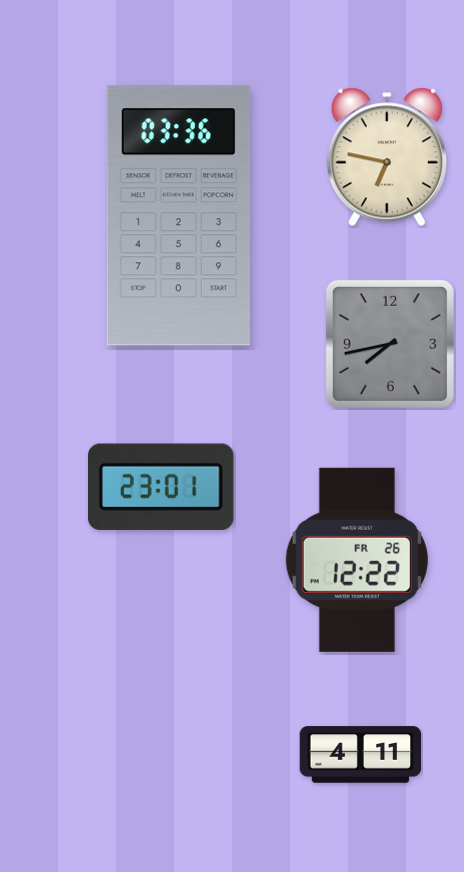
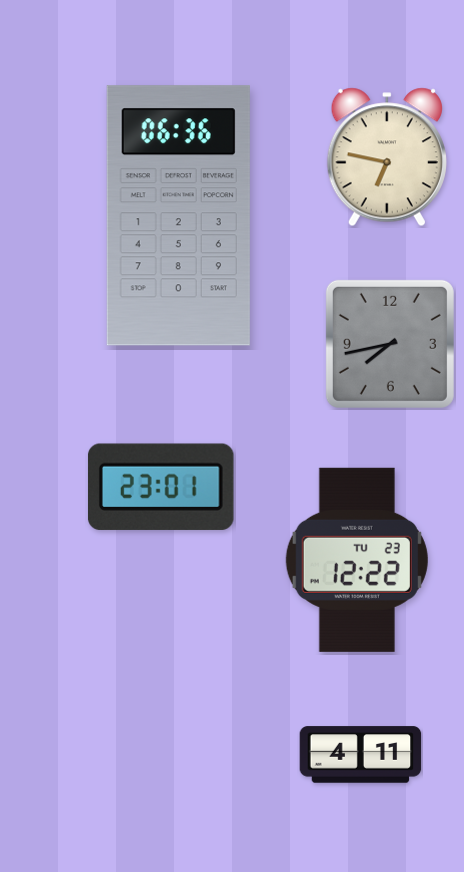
clock at (178, 216): 03:36 -> 06:36
clock at (357, 560) date: FR 26 -> TU 23
